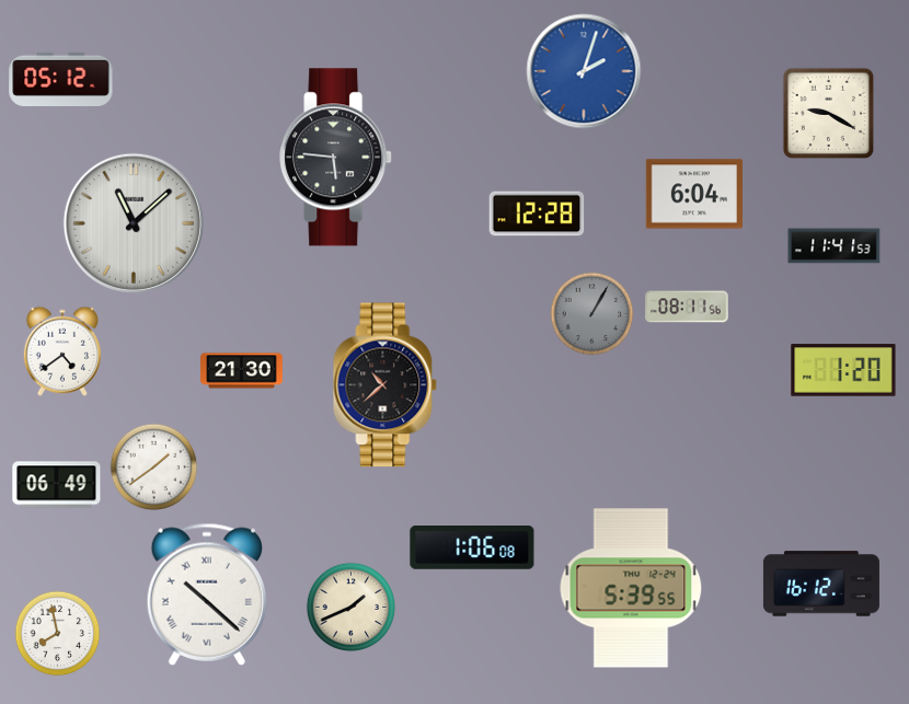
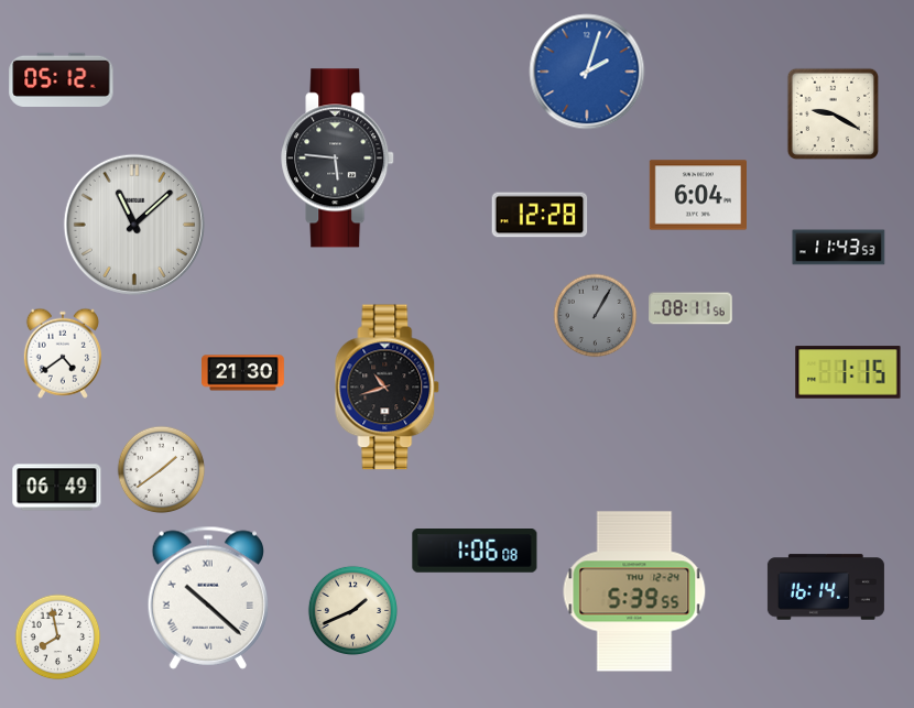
clock at (835, 246): 11:41 -> 11:43
clock at (843, 370): 1:20 -> 1:15
clock at (386, 385): 10:38 -> 10:42
clock at (154, 468) position: (154, 468) -> (162, 470)
clock at (821, 584): 16:12 -> 16:14
